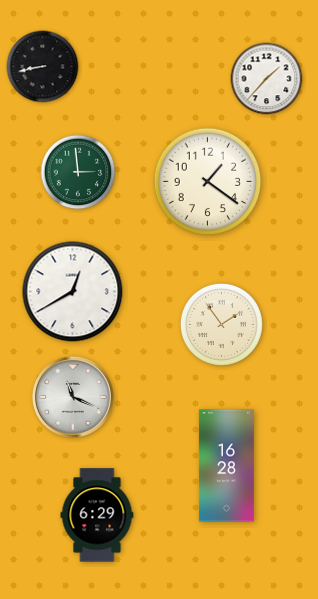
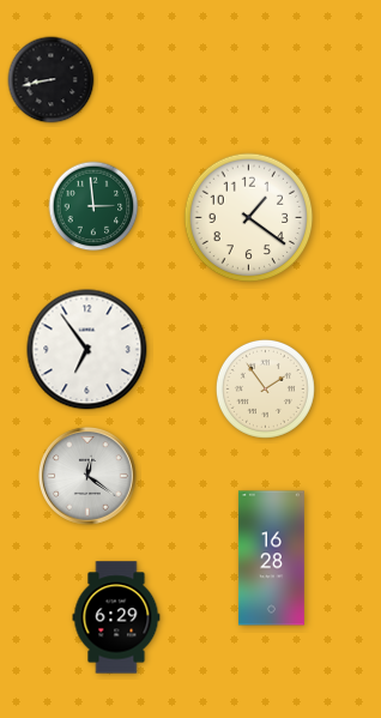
clock at (267, 79): 1:37 -> none
clock at (73, 292): 12:40 -> 6:54
clock at (74, 398): 11:19 -> 12:21
